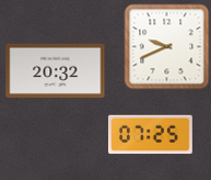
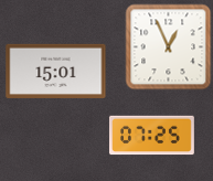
clock at (166, 46): 9:41 -> 12:56
clock at (56, 70): 20:32 -> 15:01
